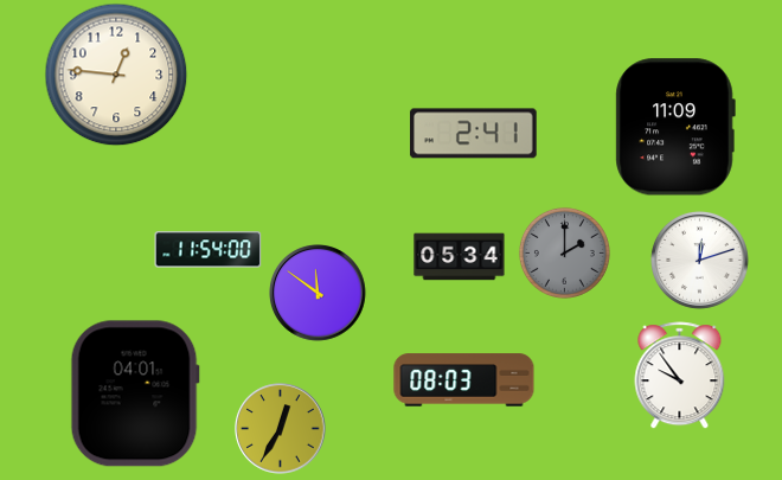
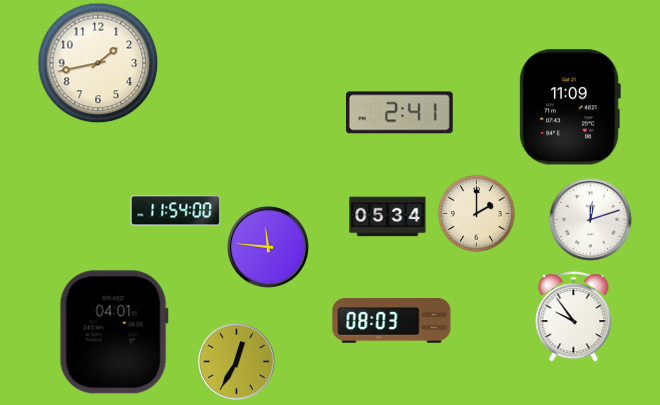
clock at (116, 75): 12:46 -> 1:43
clock at (564, 252) dial: grey -> cream
clock at (318, 294): 11:51 -> 11:46
